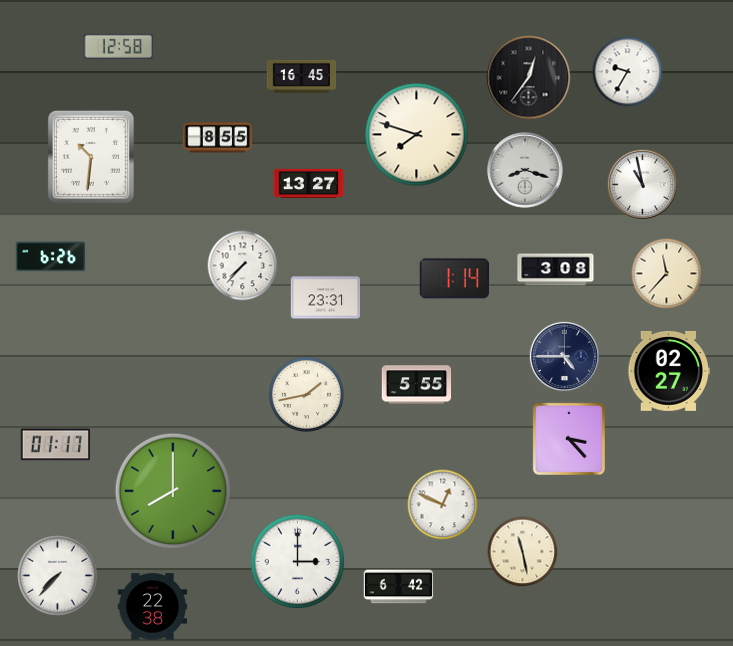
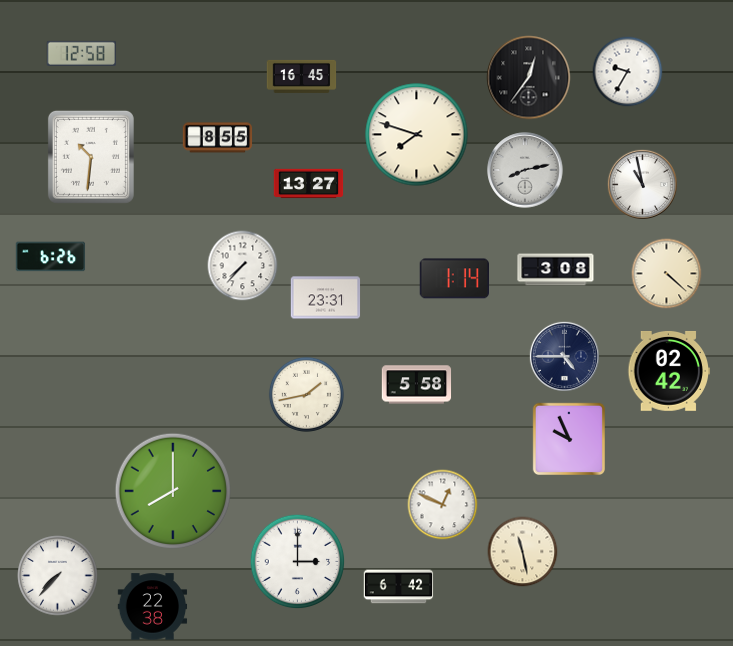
clock at (118, 46) position: (118, 46) -> (81, 53)
clock at (525, 170): 8:18 -> 8:13
clock at (667, 274): 11:37 -> 4:22
clock at (668, 371): 02:27 -> 02:42
clock at (417, 385): 5:55 -> 5:58
clock at (568, 438): 3:23 -> 9:56
clock at (56, 445): 01:17 -> none
